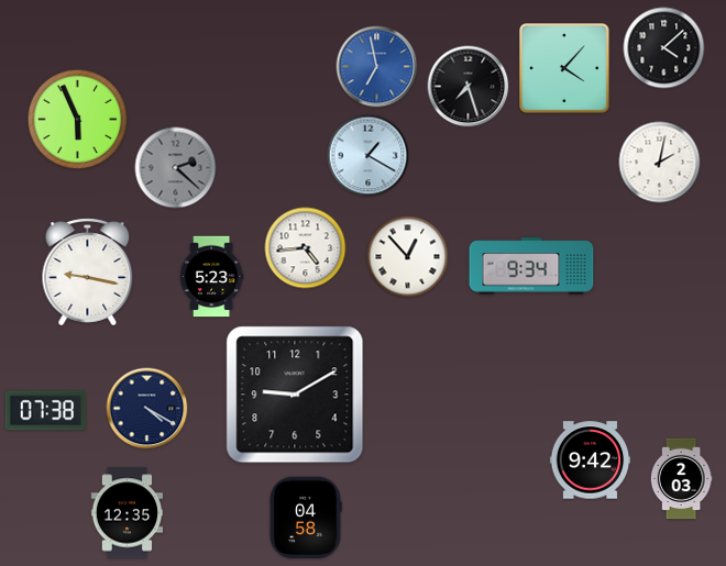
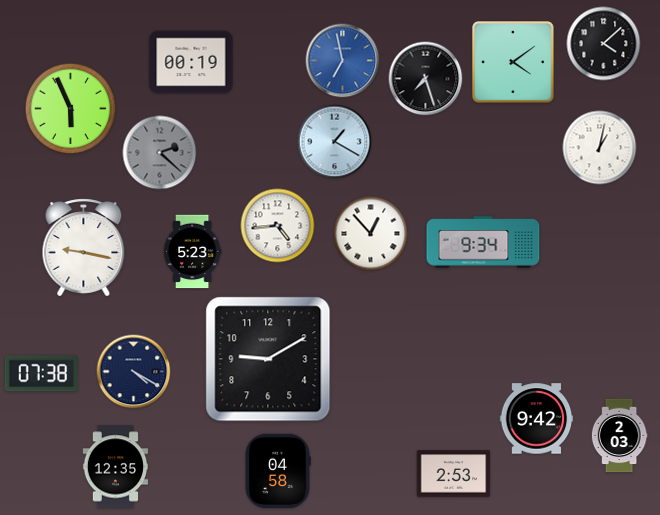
clock at (191, 62): none -> 00:19
clock at (564, 68): 4:07 -> 4:09
clock at (660, 163): 2:02 -> 1:02
clock at (88, 273) position: (88, 273) -> (84, 248)
clock at (454, 474): none -> 2:53
